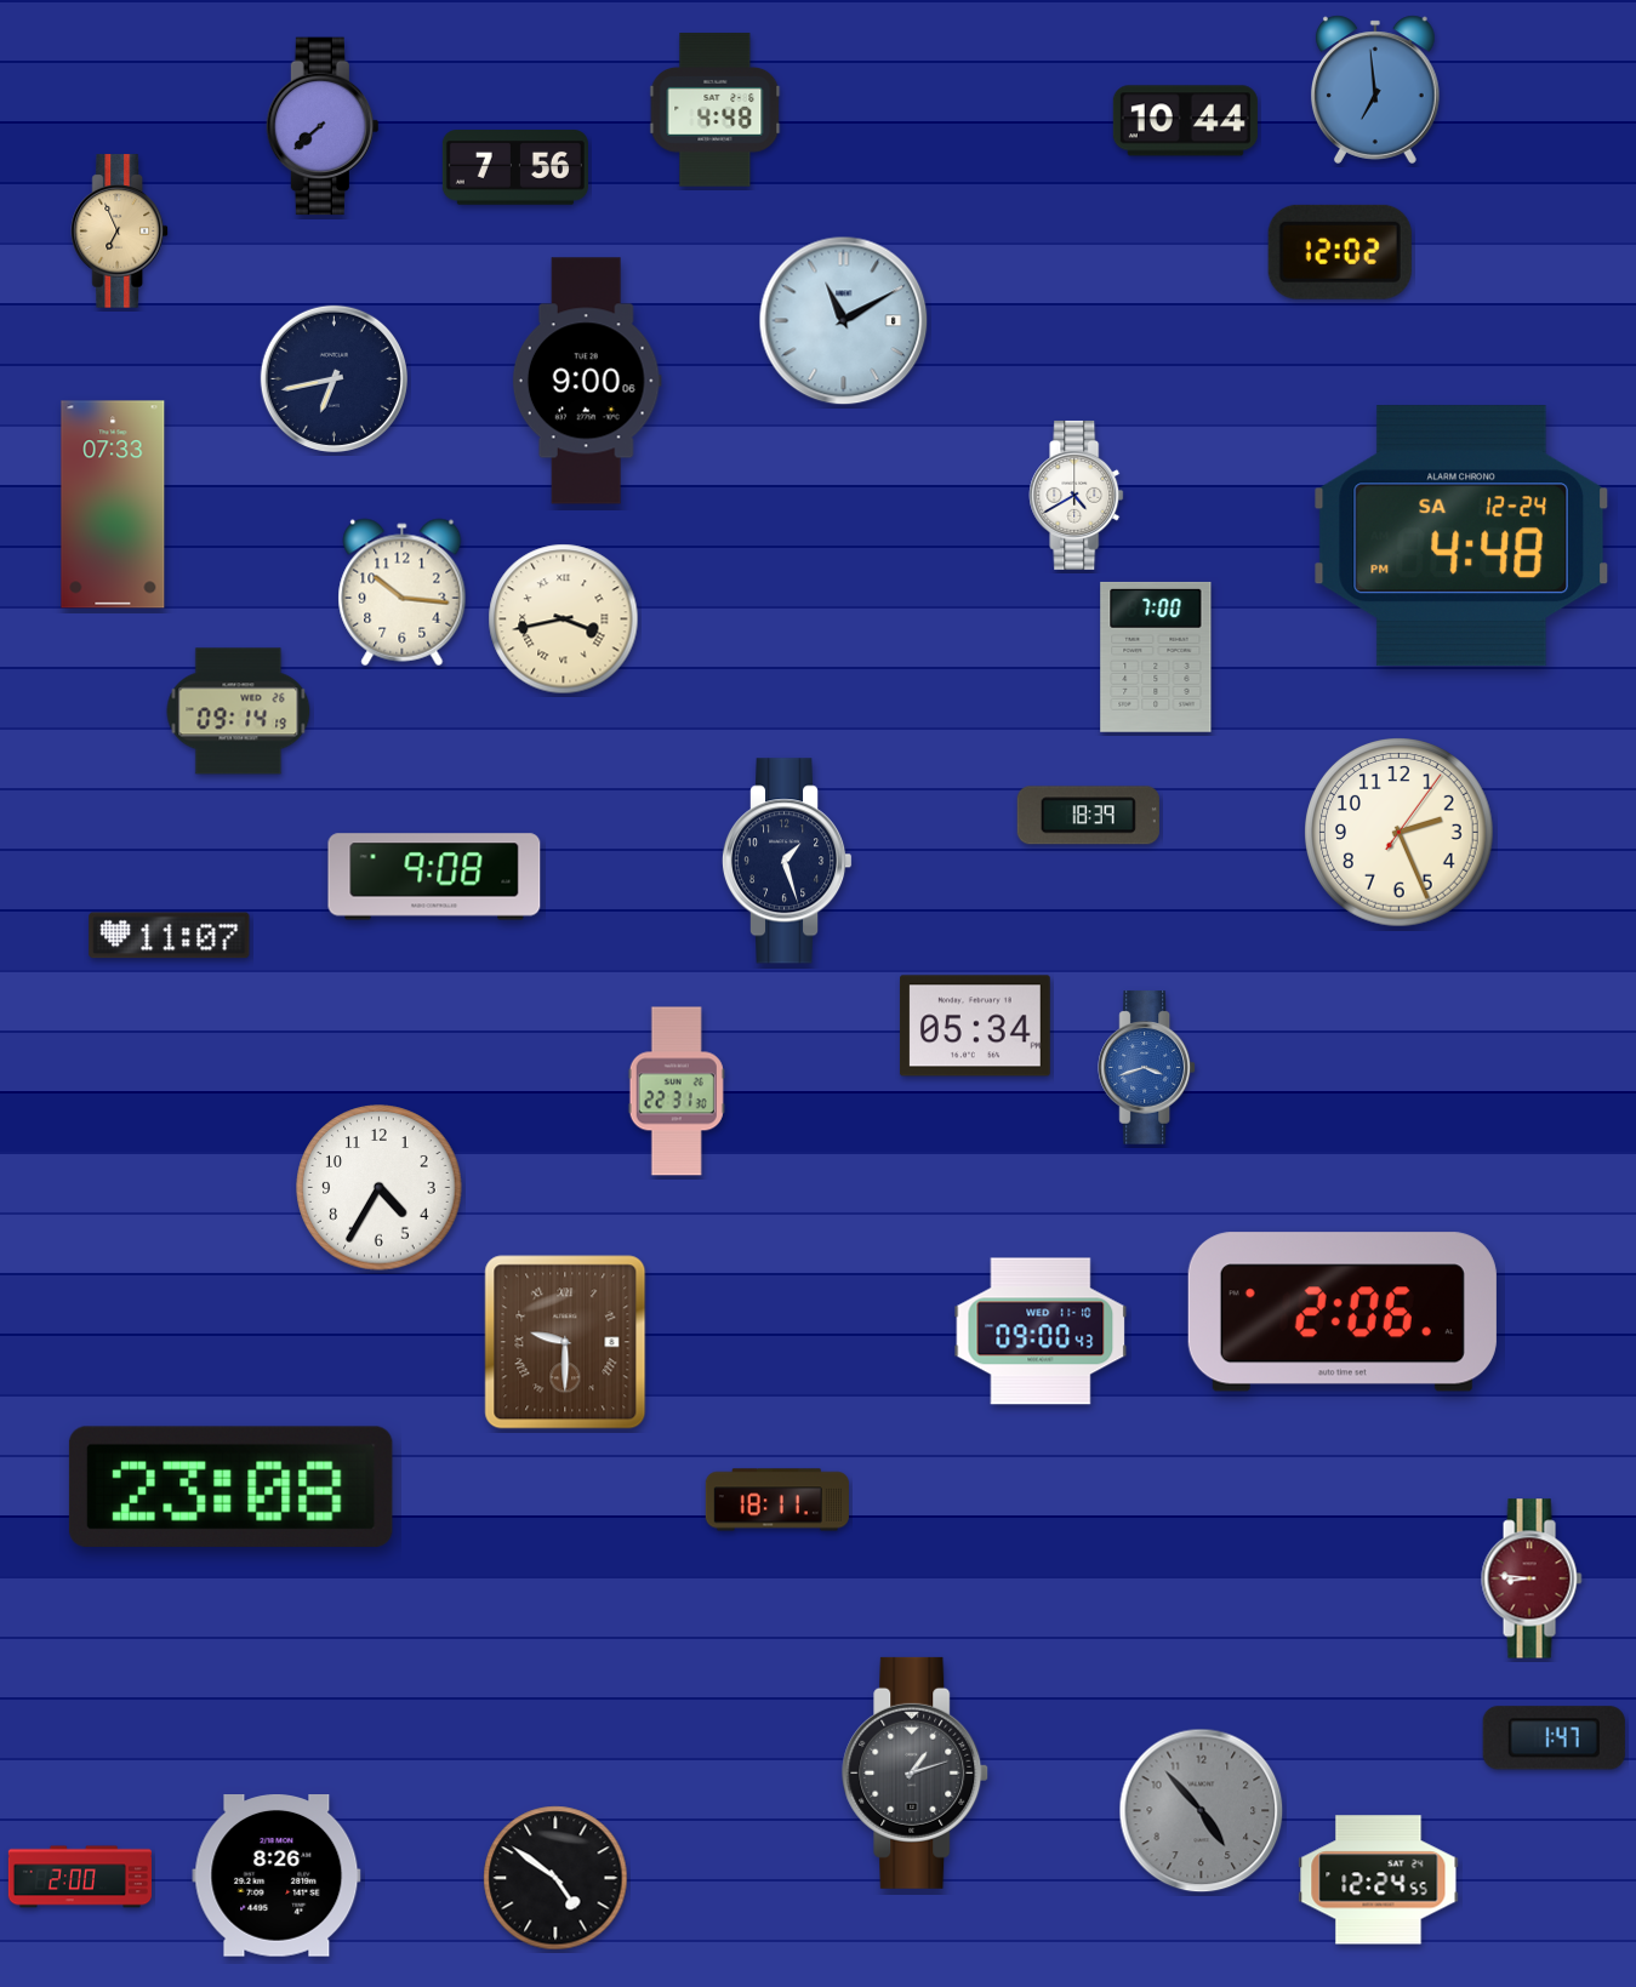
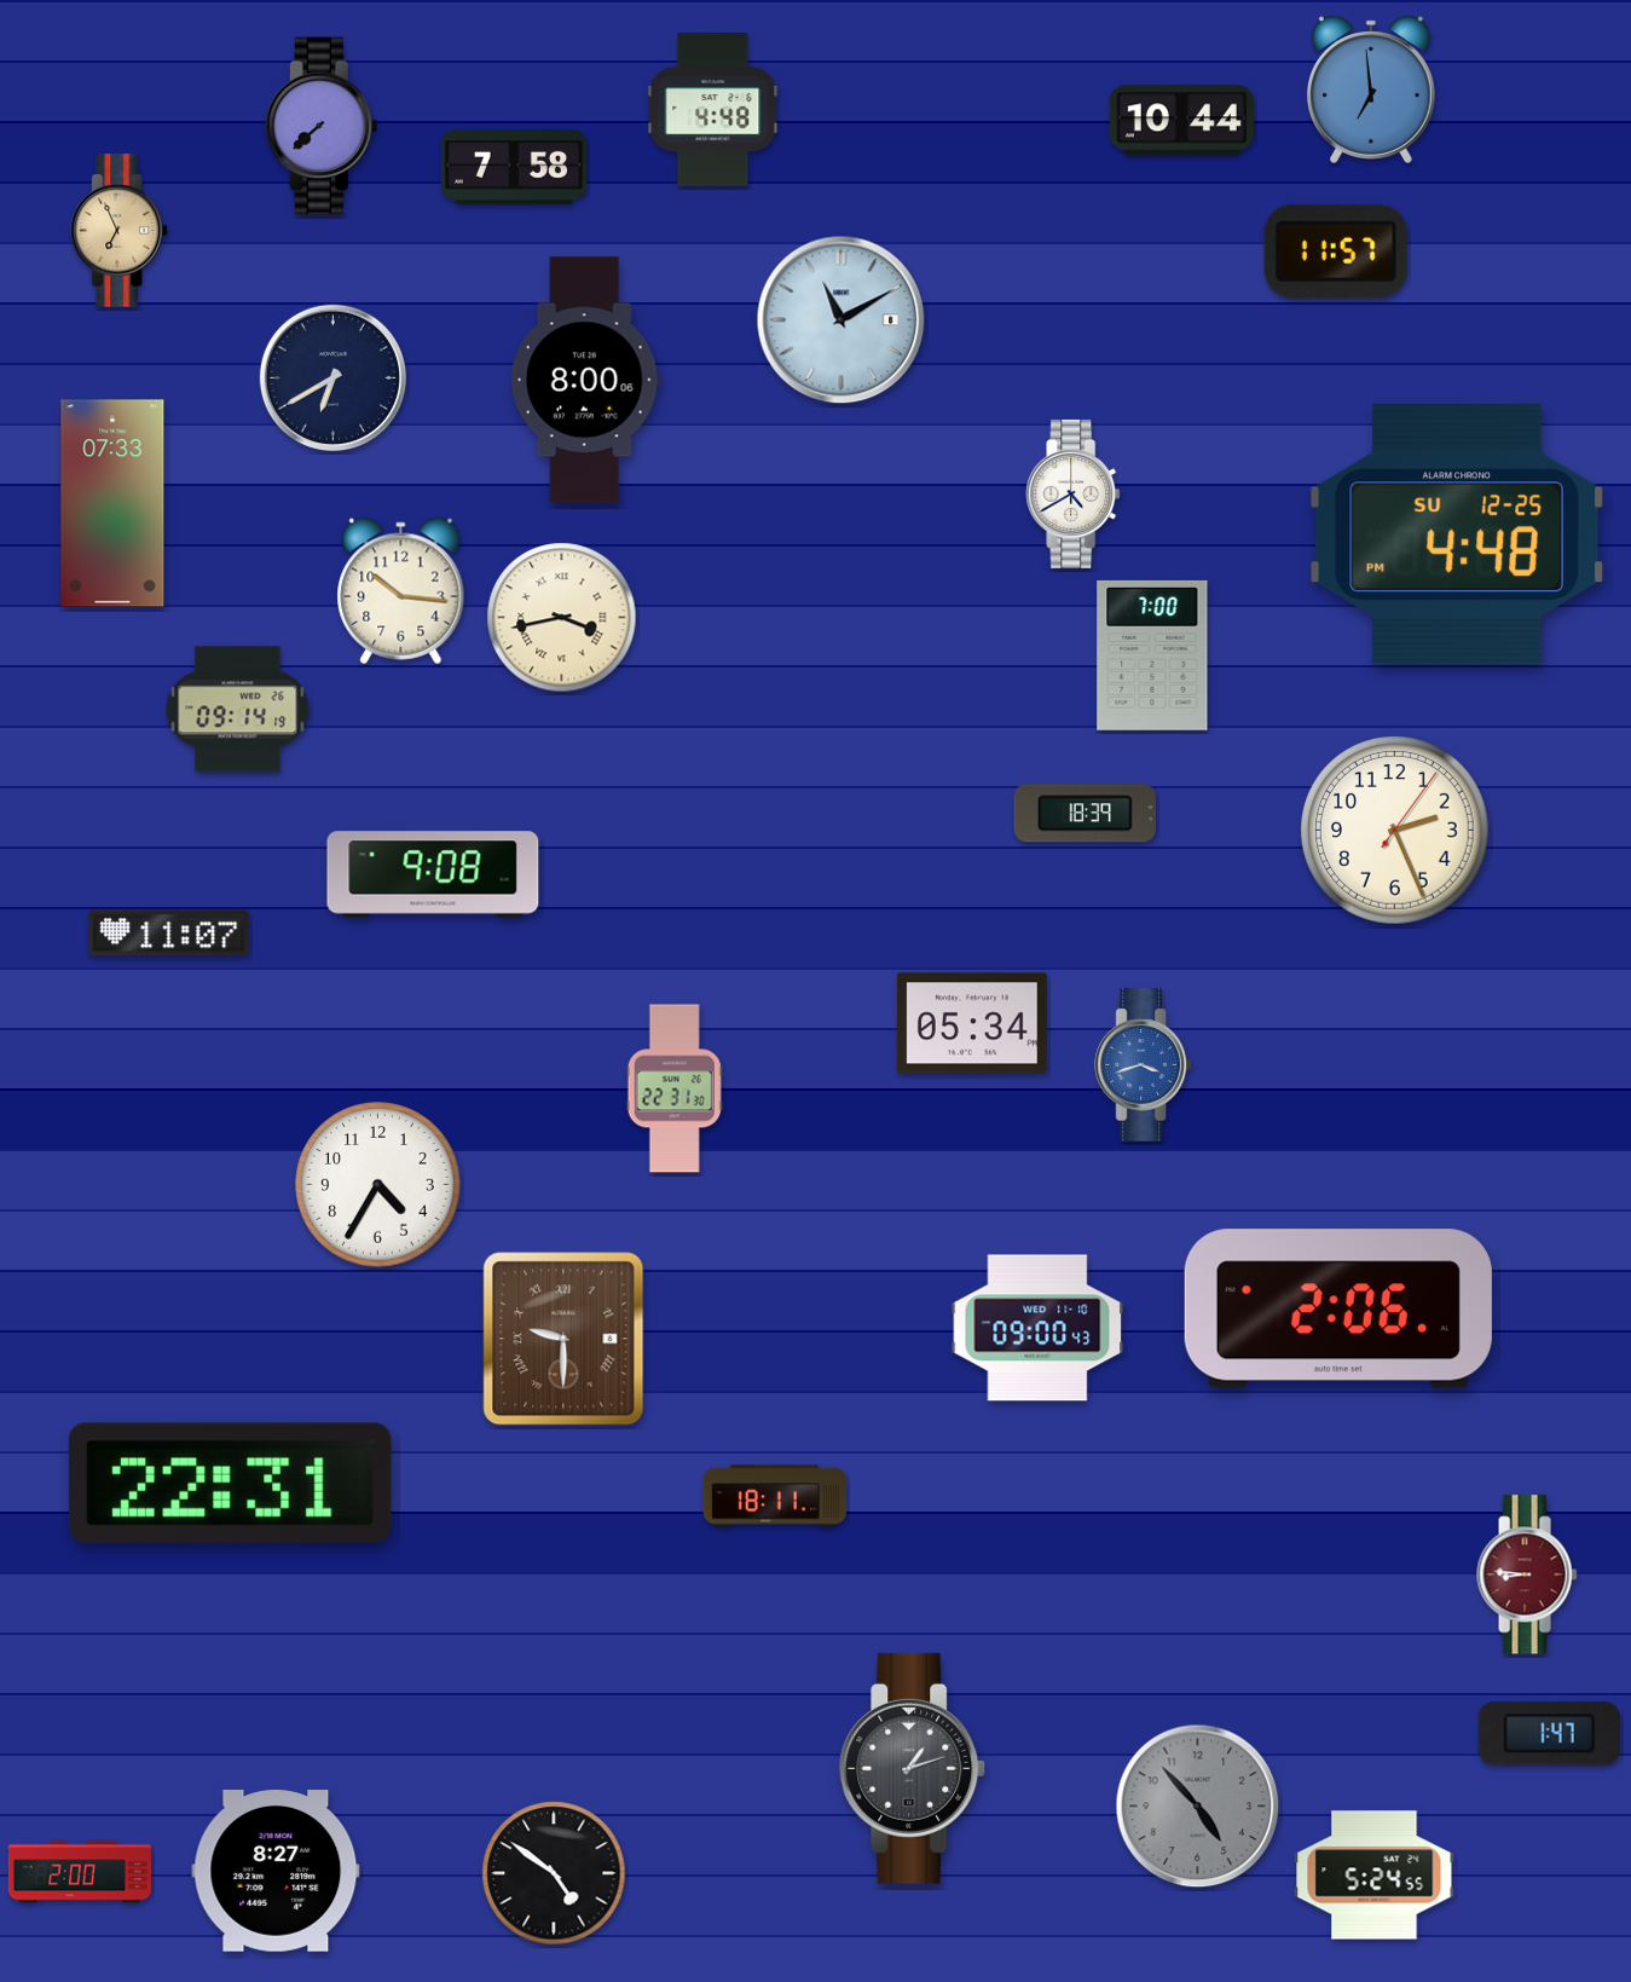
clock at (515, 167): 7:56 -> 7:58
clock at (1340, 252): 12:02 -> 11:57
clock at (334, 378): 6:43 -> 6:40
clock at (587, 381): 9:00 -> 8:00
clock at (1460, 536) date: SA 12-24 -> SU 12-25
clock at (787, 861): 1:27 -> none
clock at (230, 1486): 23:08 -> 22:31
clock at (277, 1877): 8:26 -> 8:27
clock at (1379, 1880): 12:24 -> 5:24
